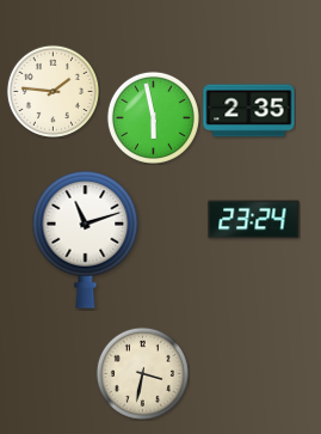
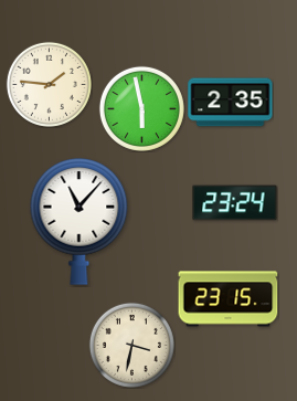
clock at (86, 240): 11:12 -> 11:07
clock at (229, 299): none -> 23:15
